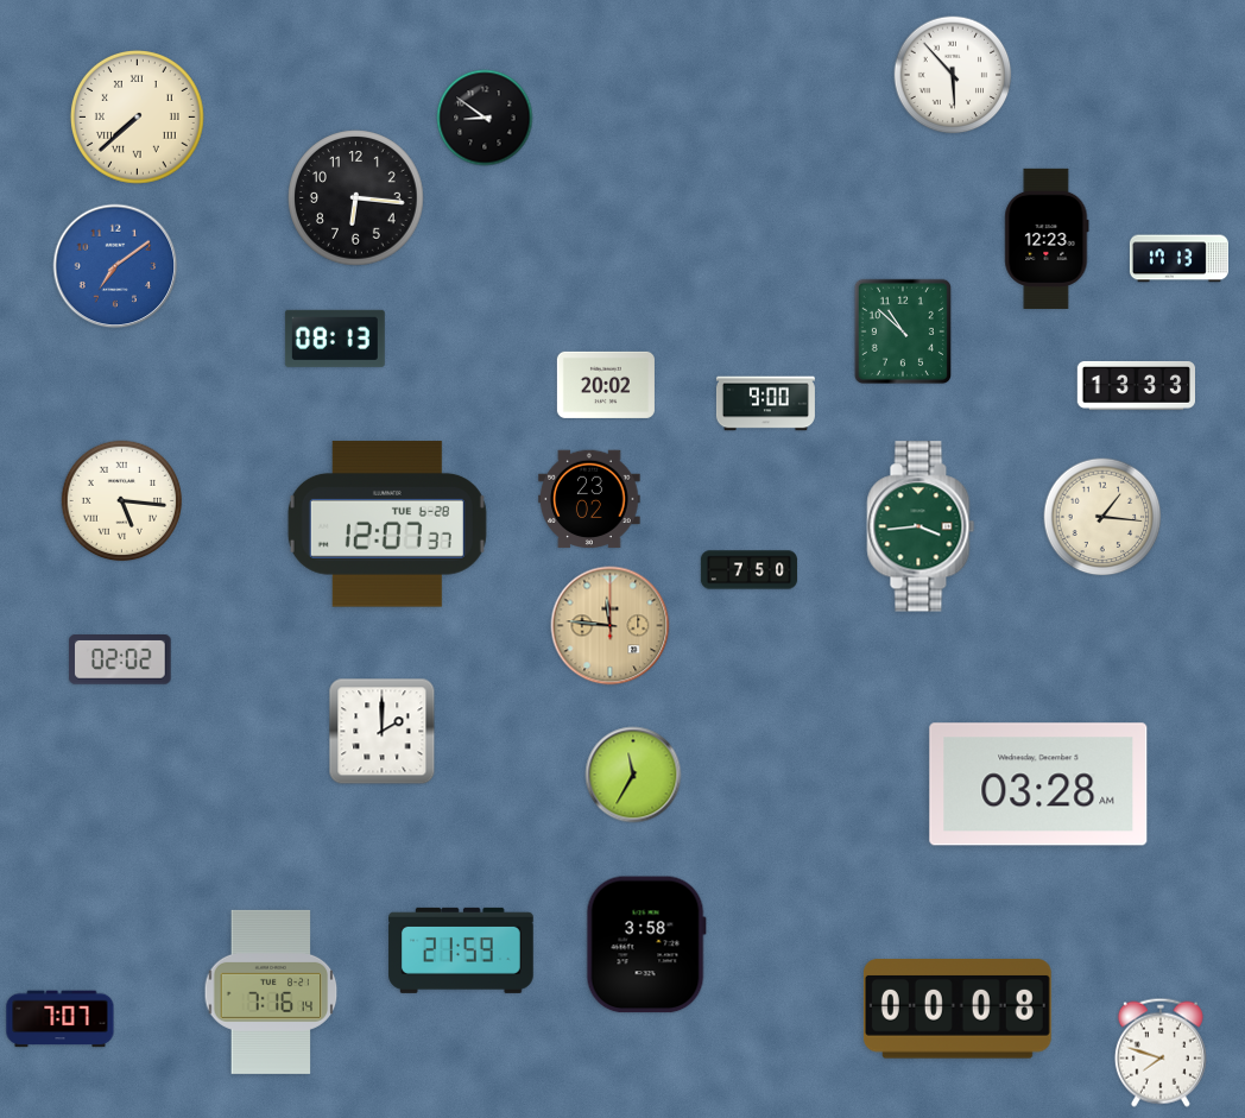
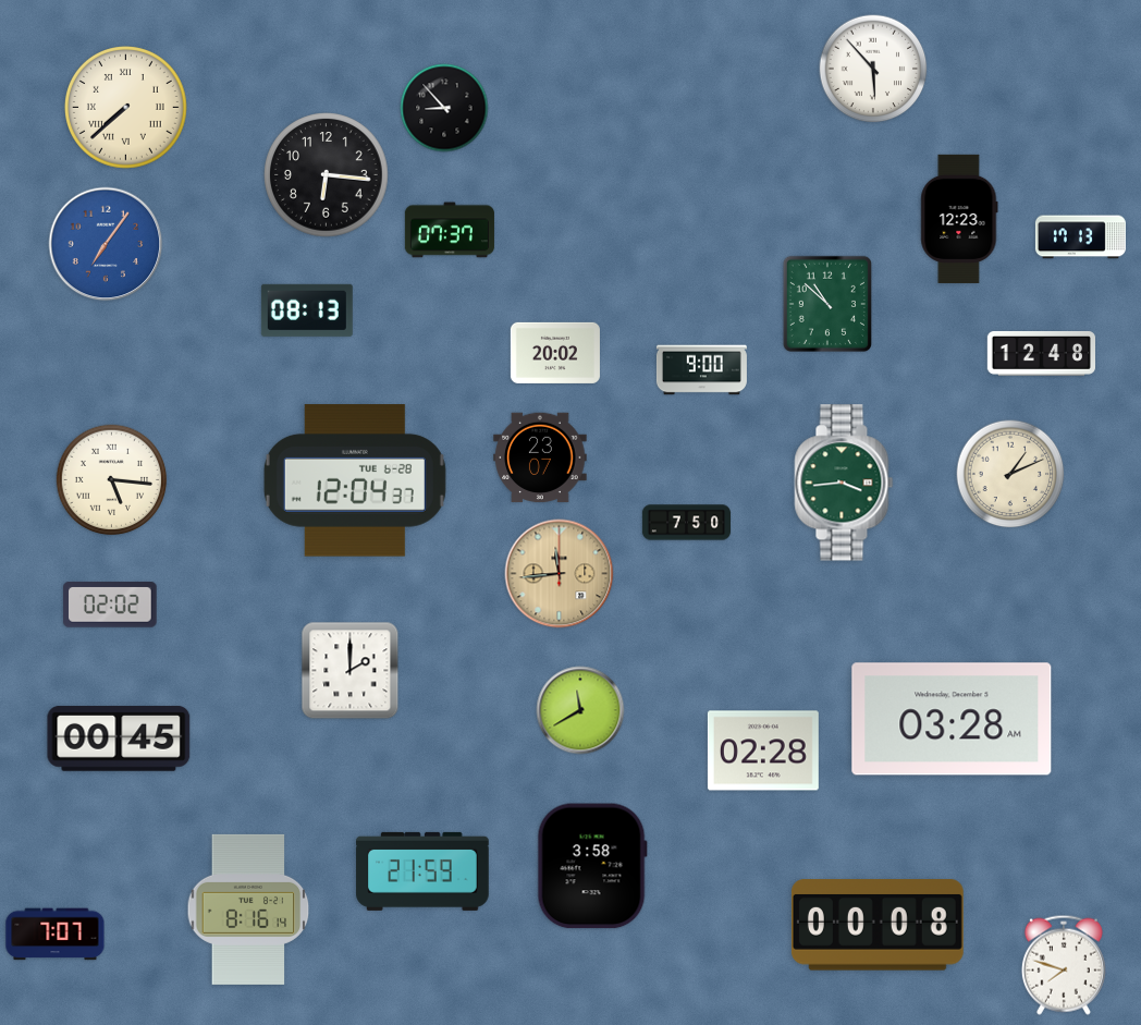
clock at (485, 118): 8:51 -> 8:53
clock at (356, 198) position: (356, 198) -> (327, 175)
clock at (450, 230): none -> 07:37
clock at (115, 266): 7:09 -> 7:06
clock at (1136, 385): 13:33 -> 12:48
clock at (589, 499): 23:02 -> 23:07
clock at (122, 501) position: (122, 501) -> (112, 480)
clock at (1102, 517): 1:16 -> 1:11
clock at (387, 524): 12:07 -> 12:04
clock at (611, 626): 11:46 -> 11:44
clock at (633, 775): 11:35 -> 11:40
clock at (119, 739): none -> 00:45
clock at (763, 751): none -> 02:28
clock at (271, 992): 7:16 -> 8:16
